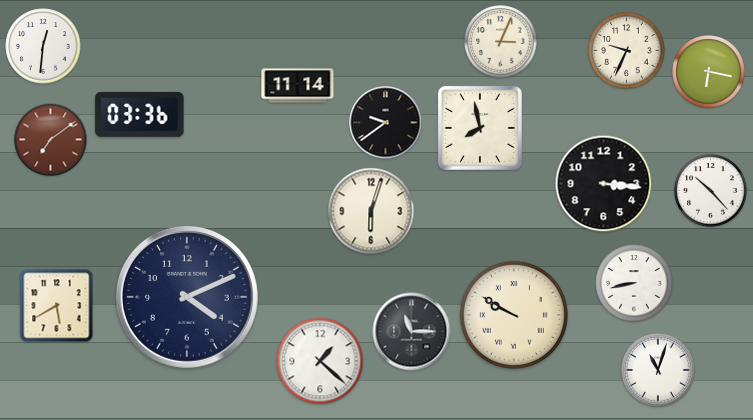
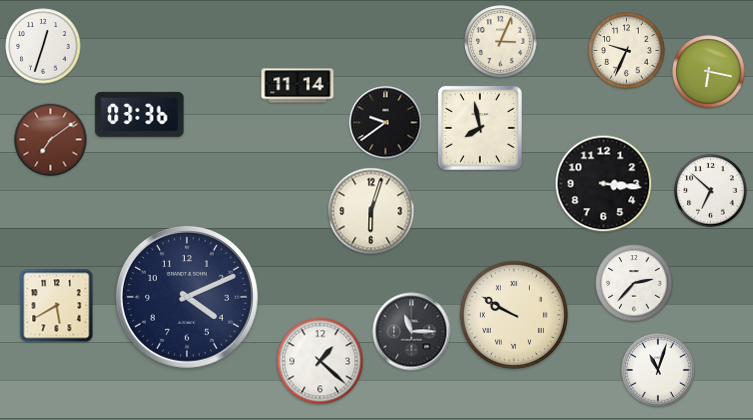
clock at (43, 46): 12:31 -> 12:33
clock at (711, 191): 10:23 -> 6:52
clock at (634, 283): 8:43 -> 2:37
